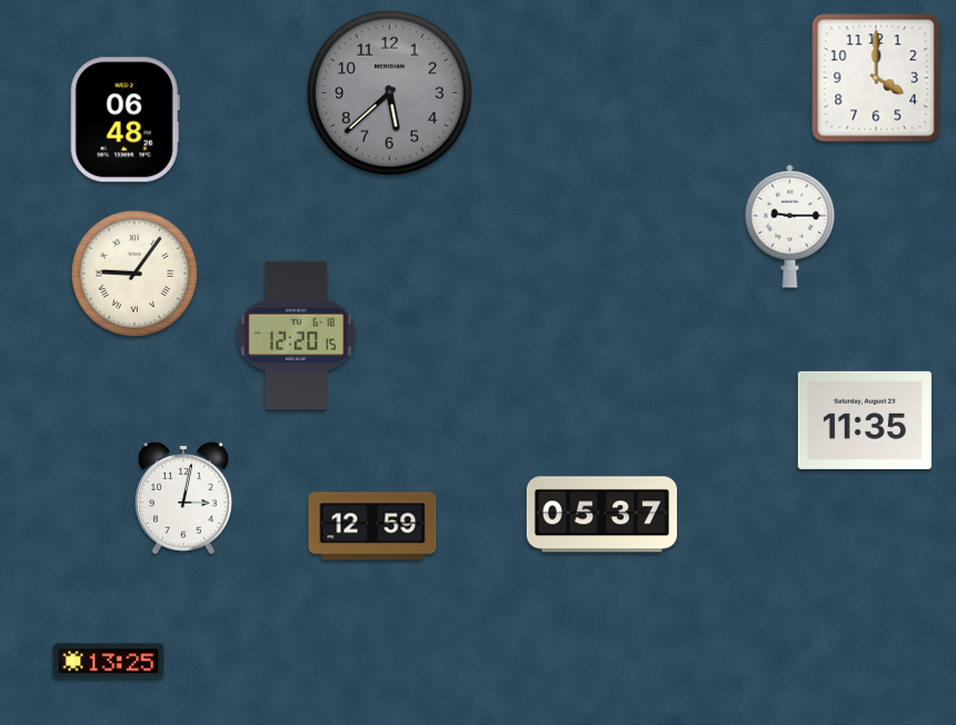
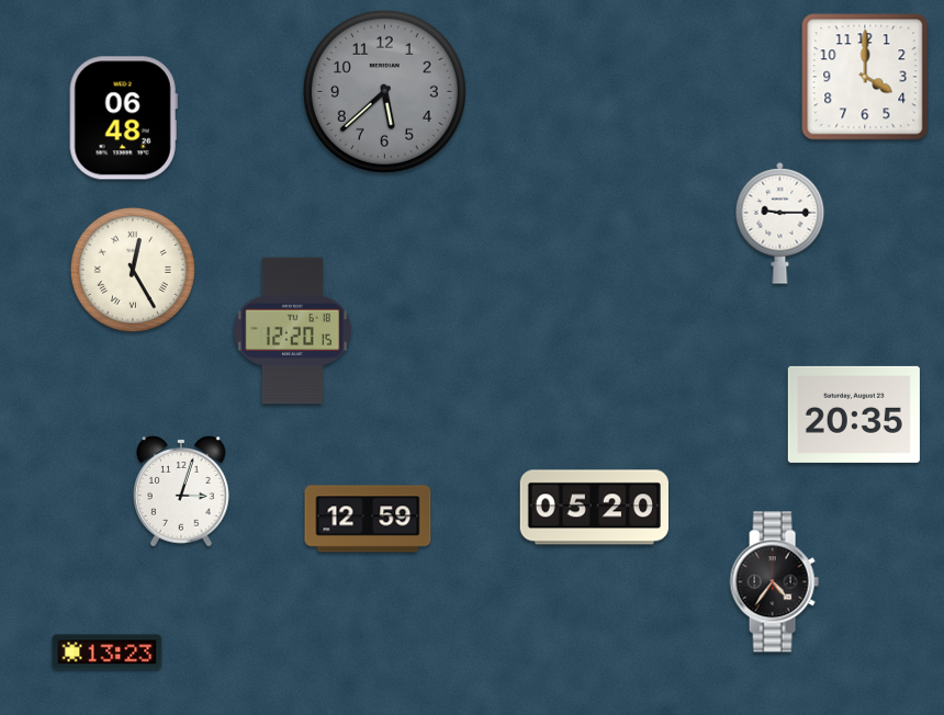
clock at (135, 274): 9:06 -> 12:25
clock at (865, 420): 11:35 -> 20:35
clock at (185, 498): 3:02 -> 3:03
clock at (601, 515): 05:37 -> 05:20
clock at (774, 582): none -> 4:36
clock at (109, 662): 13:25 -> 13:23
